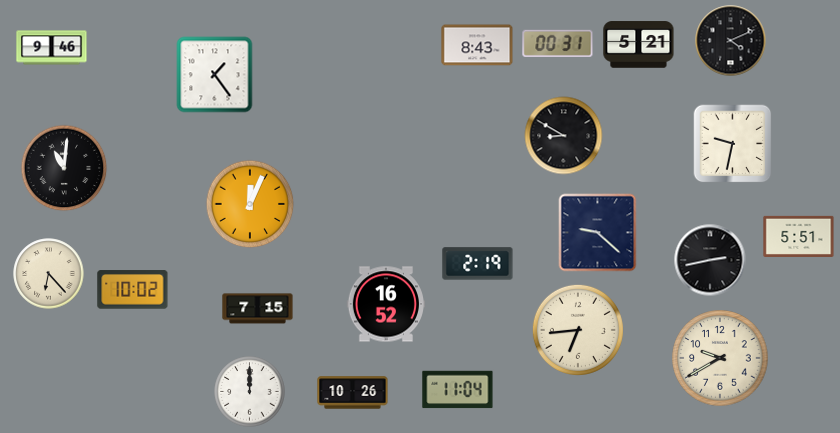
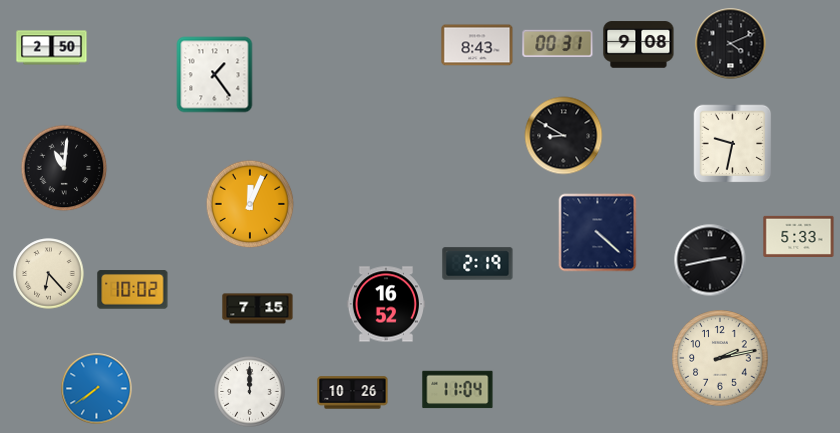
clock at (731, 41) position: (731, 41) -> (731, 44)
clock at (639, 45): 5:21 -> 9:08
clock at (52, 48): 9:46 -> 2:50
clock at (598, 233): 9:22 -> 4:22
clock at (799, 236): 5:51 -> 5:33
clock at (578, 330): 6:44 -> none
clock at (720, 358): 9:40 -> 2:13
clock at (97, 389): none -> 7:39
